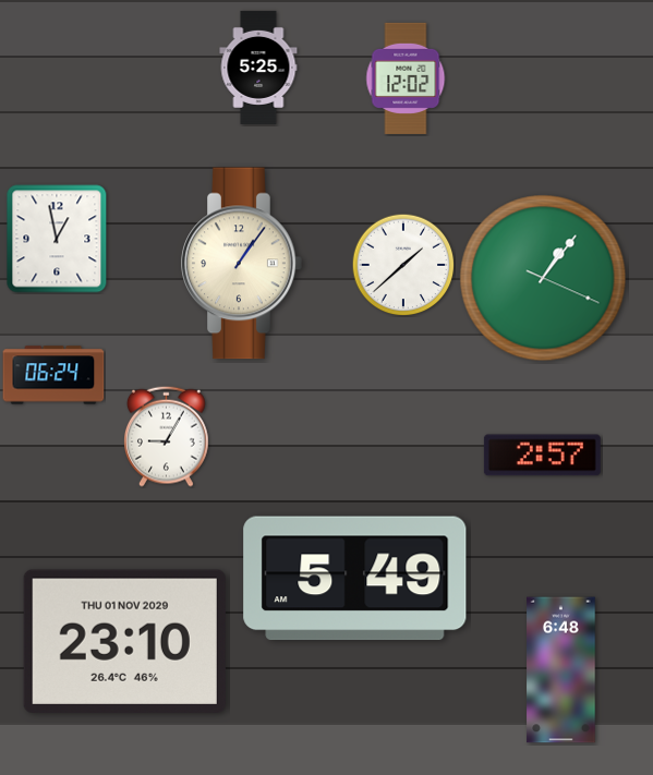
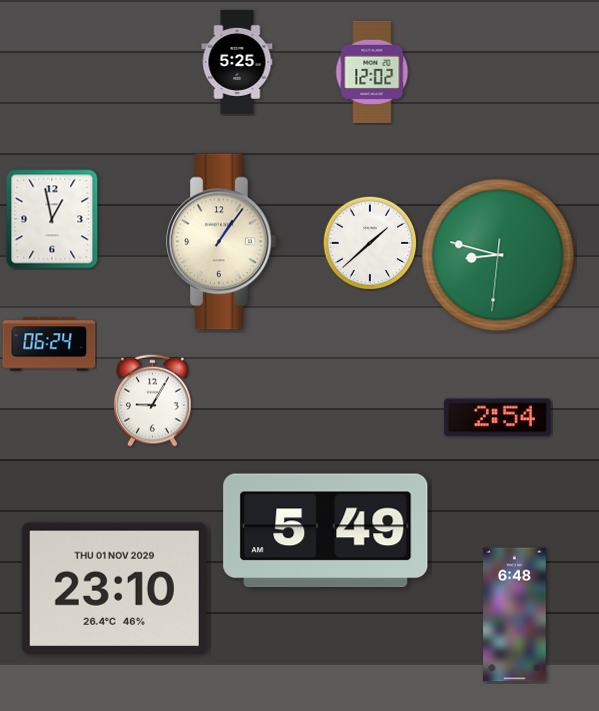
clock at (543, 278): 1:06 -> 8:47
clock at (542, 456): 2:57 -> 2:54
